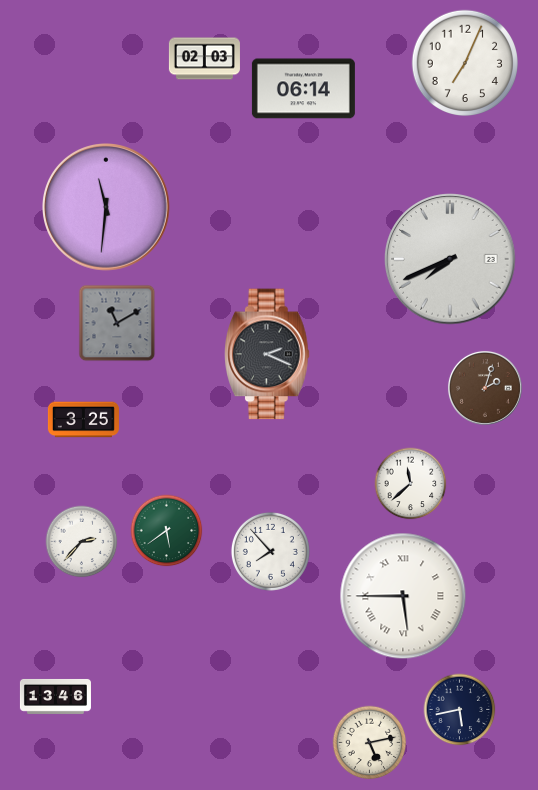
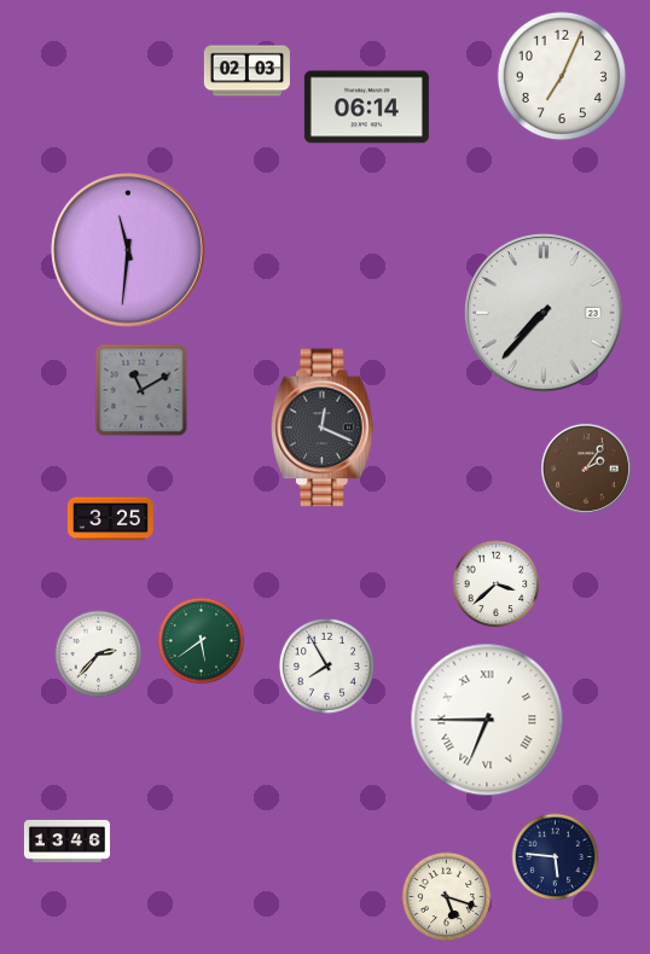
clock at (450, 259): 7:41 -> 7:37
clock at (267, 354): 2:19 -> 12:19
clock at (485, 388): 2:03 -> 2:06
clock at (83, 420) position: (83, 420) -> (110, 519)
clock at (411, 484): 11:38 -> 3:38
clock at (270, 551): 7:53 -> 7:55
clock at (403, 596): 5:45 -> 6:45
clock at (460, 710): 5:43 -> 5:46
clock at (370, 743): 5:13 -> 5:18
